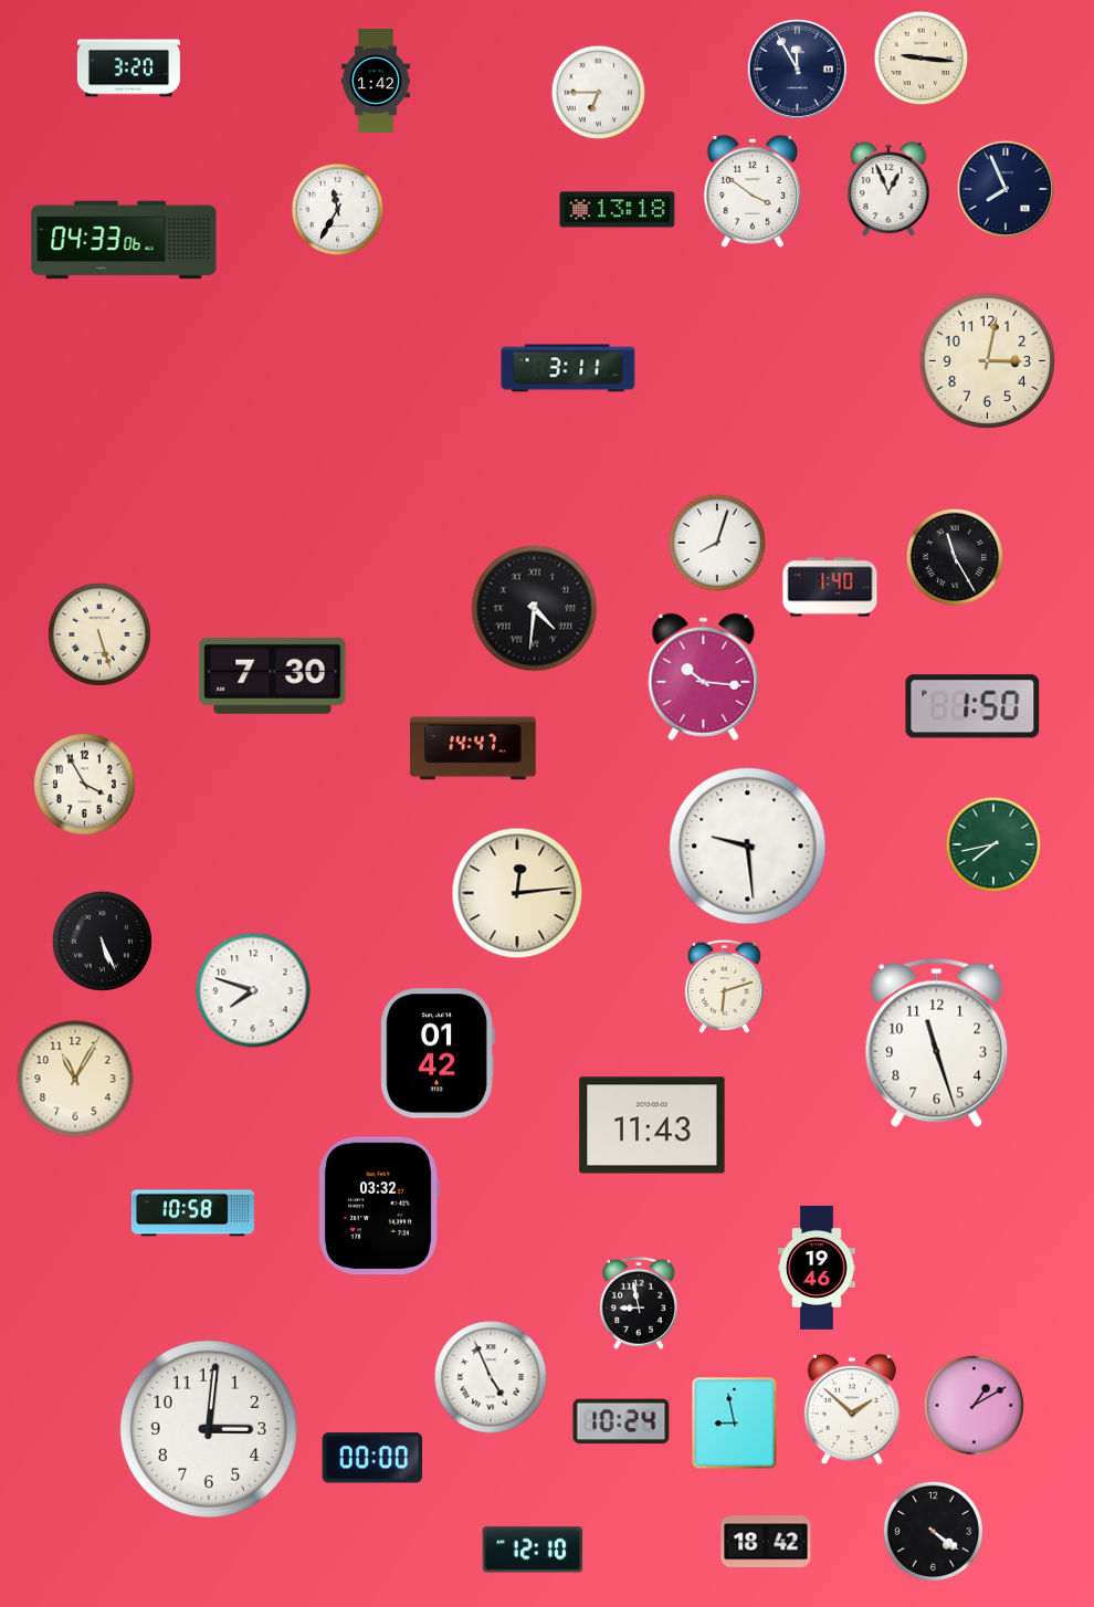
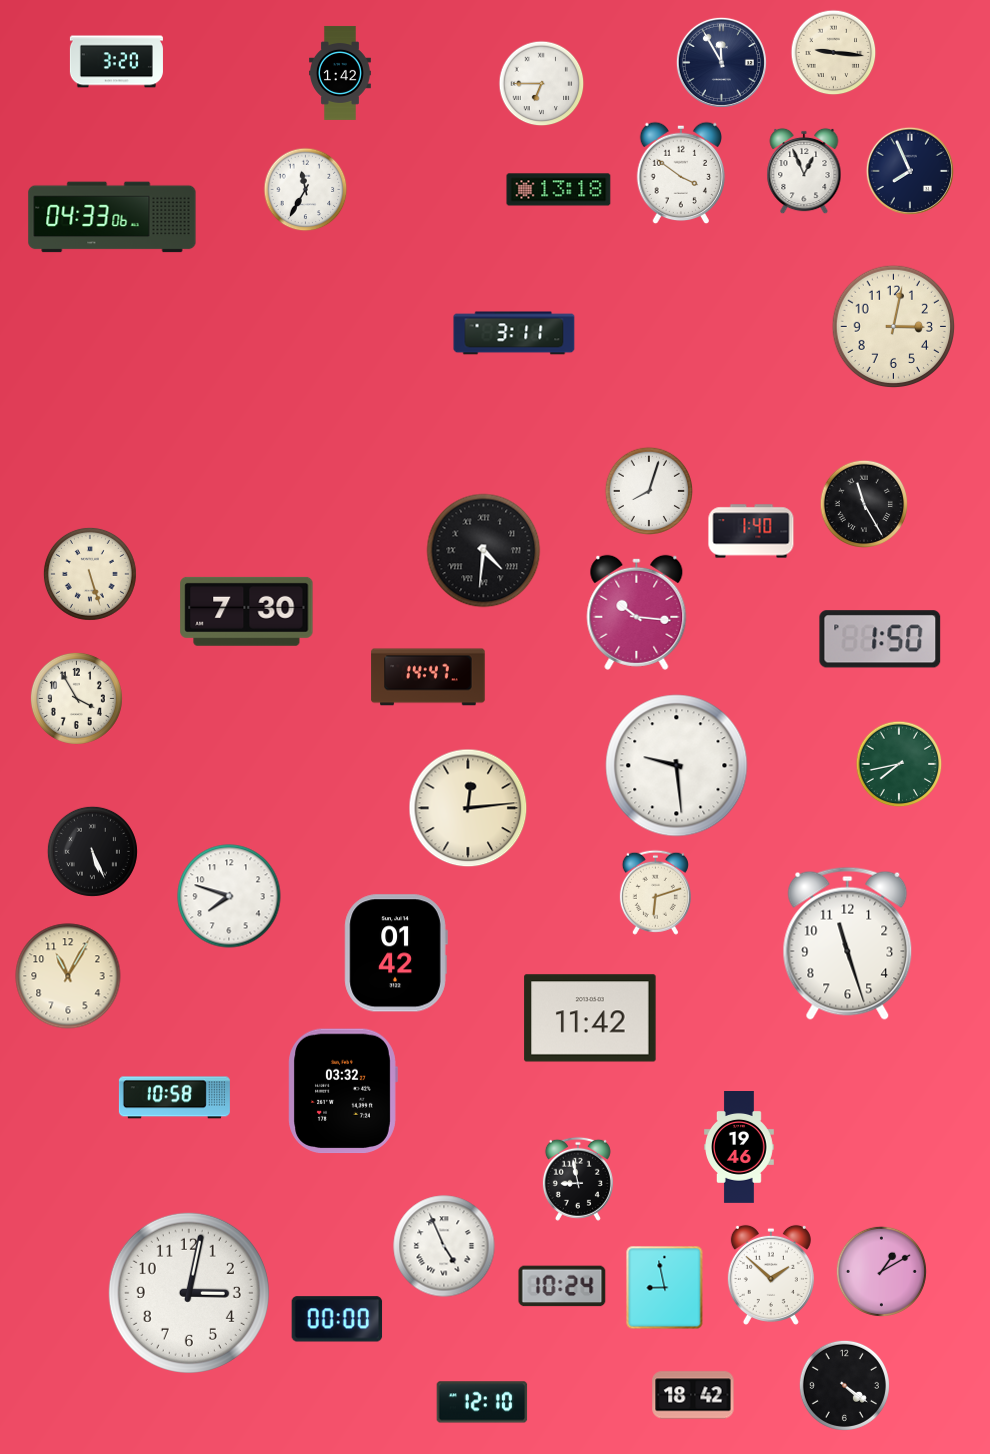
clock at (84, 784) position: (84, 784) -> (76, 698)
clock at (652, 1125): 11:43 -> 11:42
clock at (209, 1429): 3:01 -> 3:02
